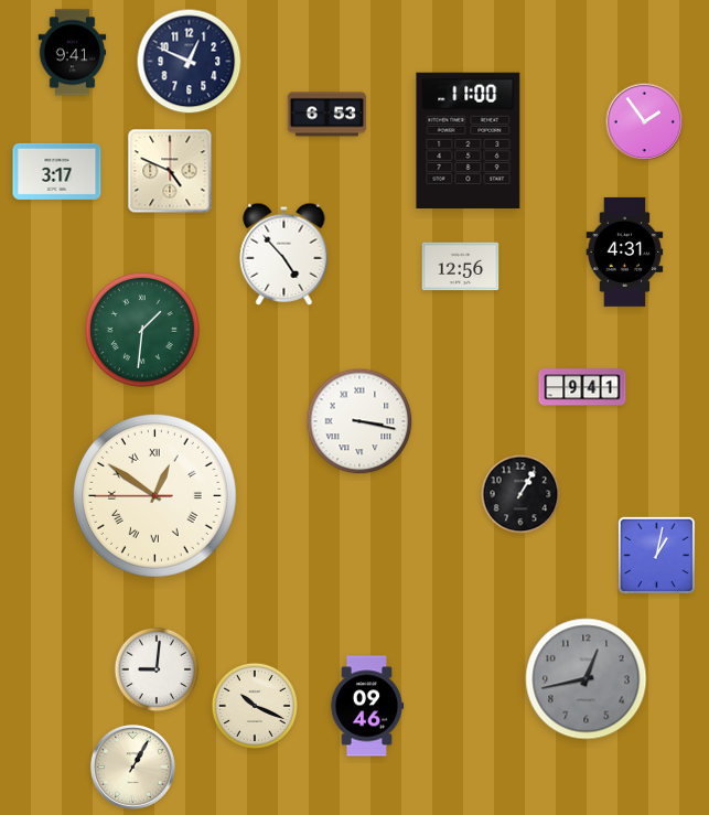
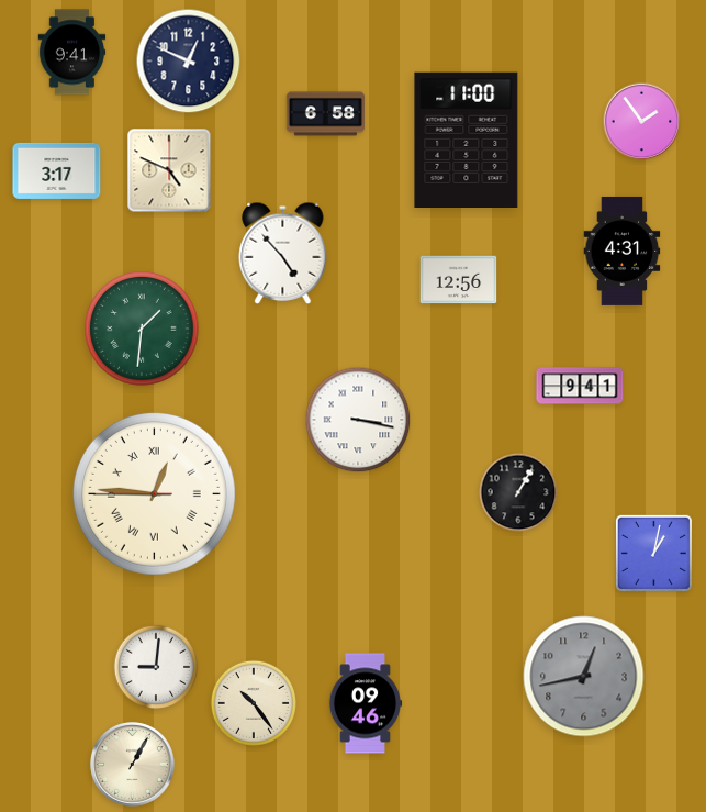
clock at (327, 115): 6:53 -> 6:58
clock at (461, 267) position: (461, 267) -> (459, 280)
clock at (154, 495): 12:50 -> 12:45
clock at (255, 706): 10:19 -> 10:24
